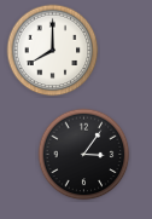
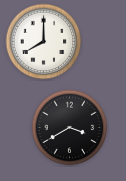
clock at (84, 155): 3:06 -> 3:40
